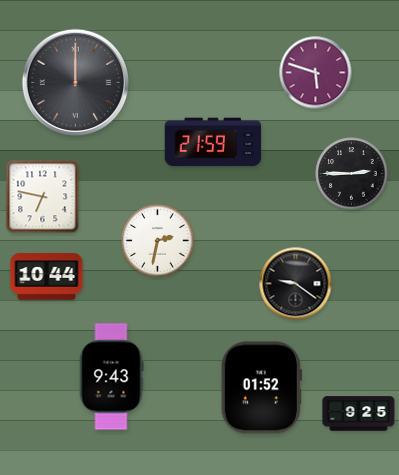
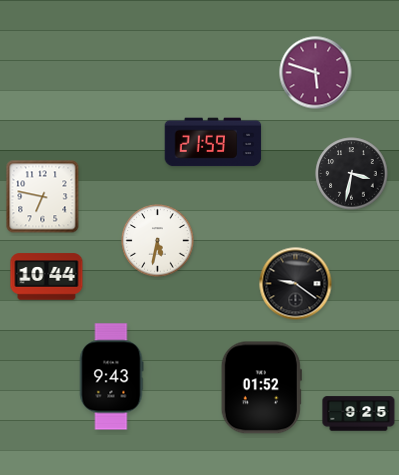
clock at (75, 82): 12:00 -> none
clock at (352, 174): 2:45 -> 3:32
clock at (158, 241): 2:32 -> 5:32
